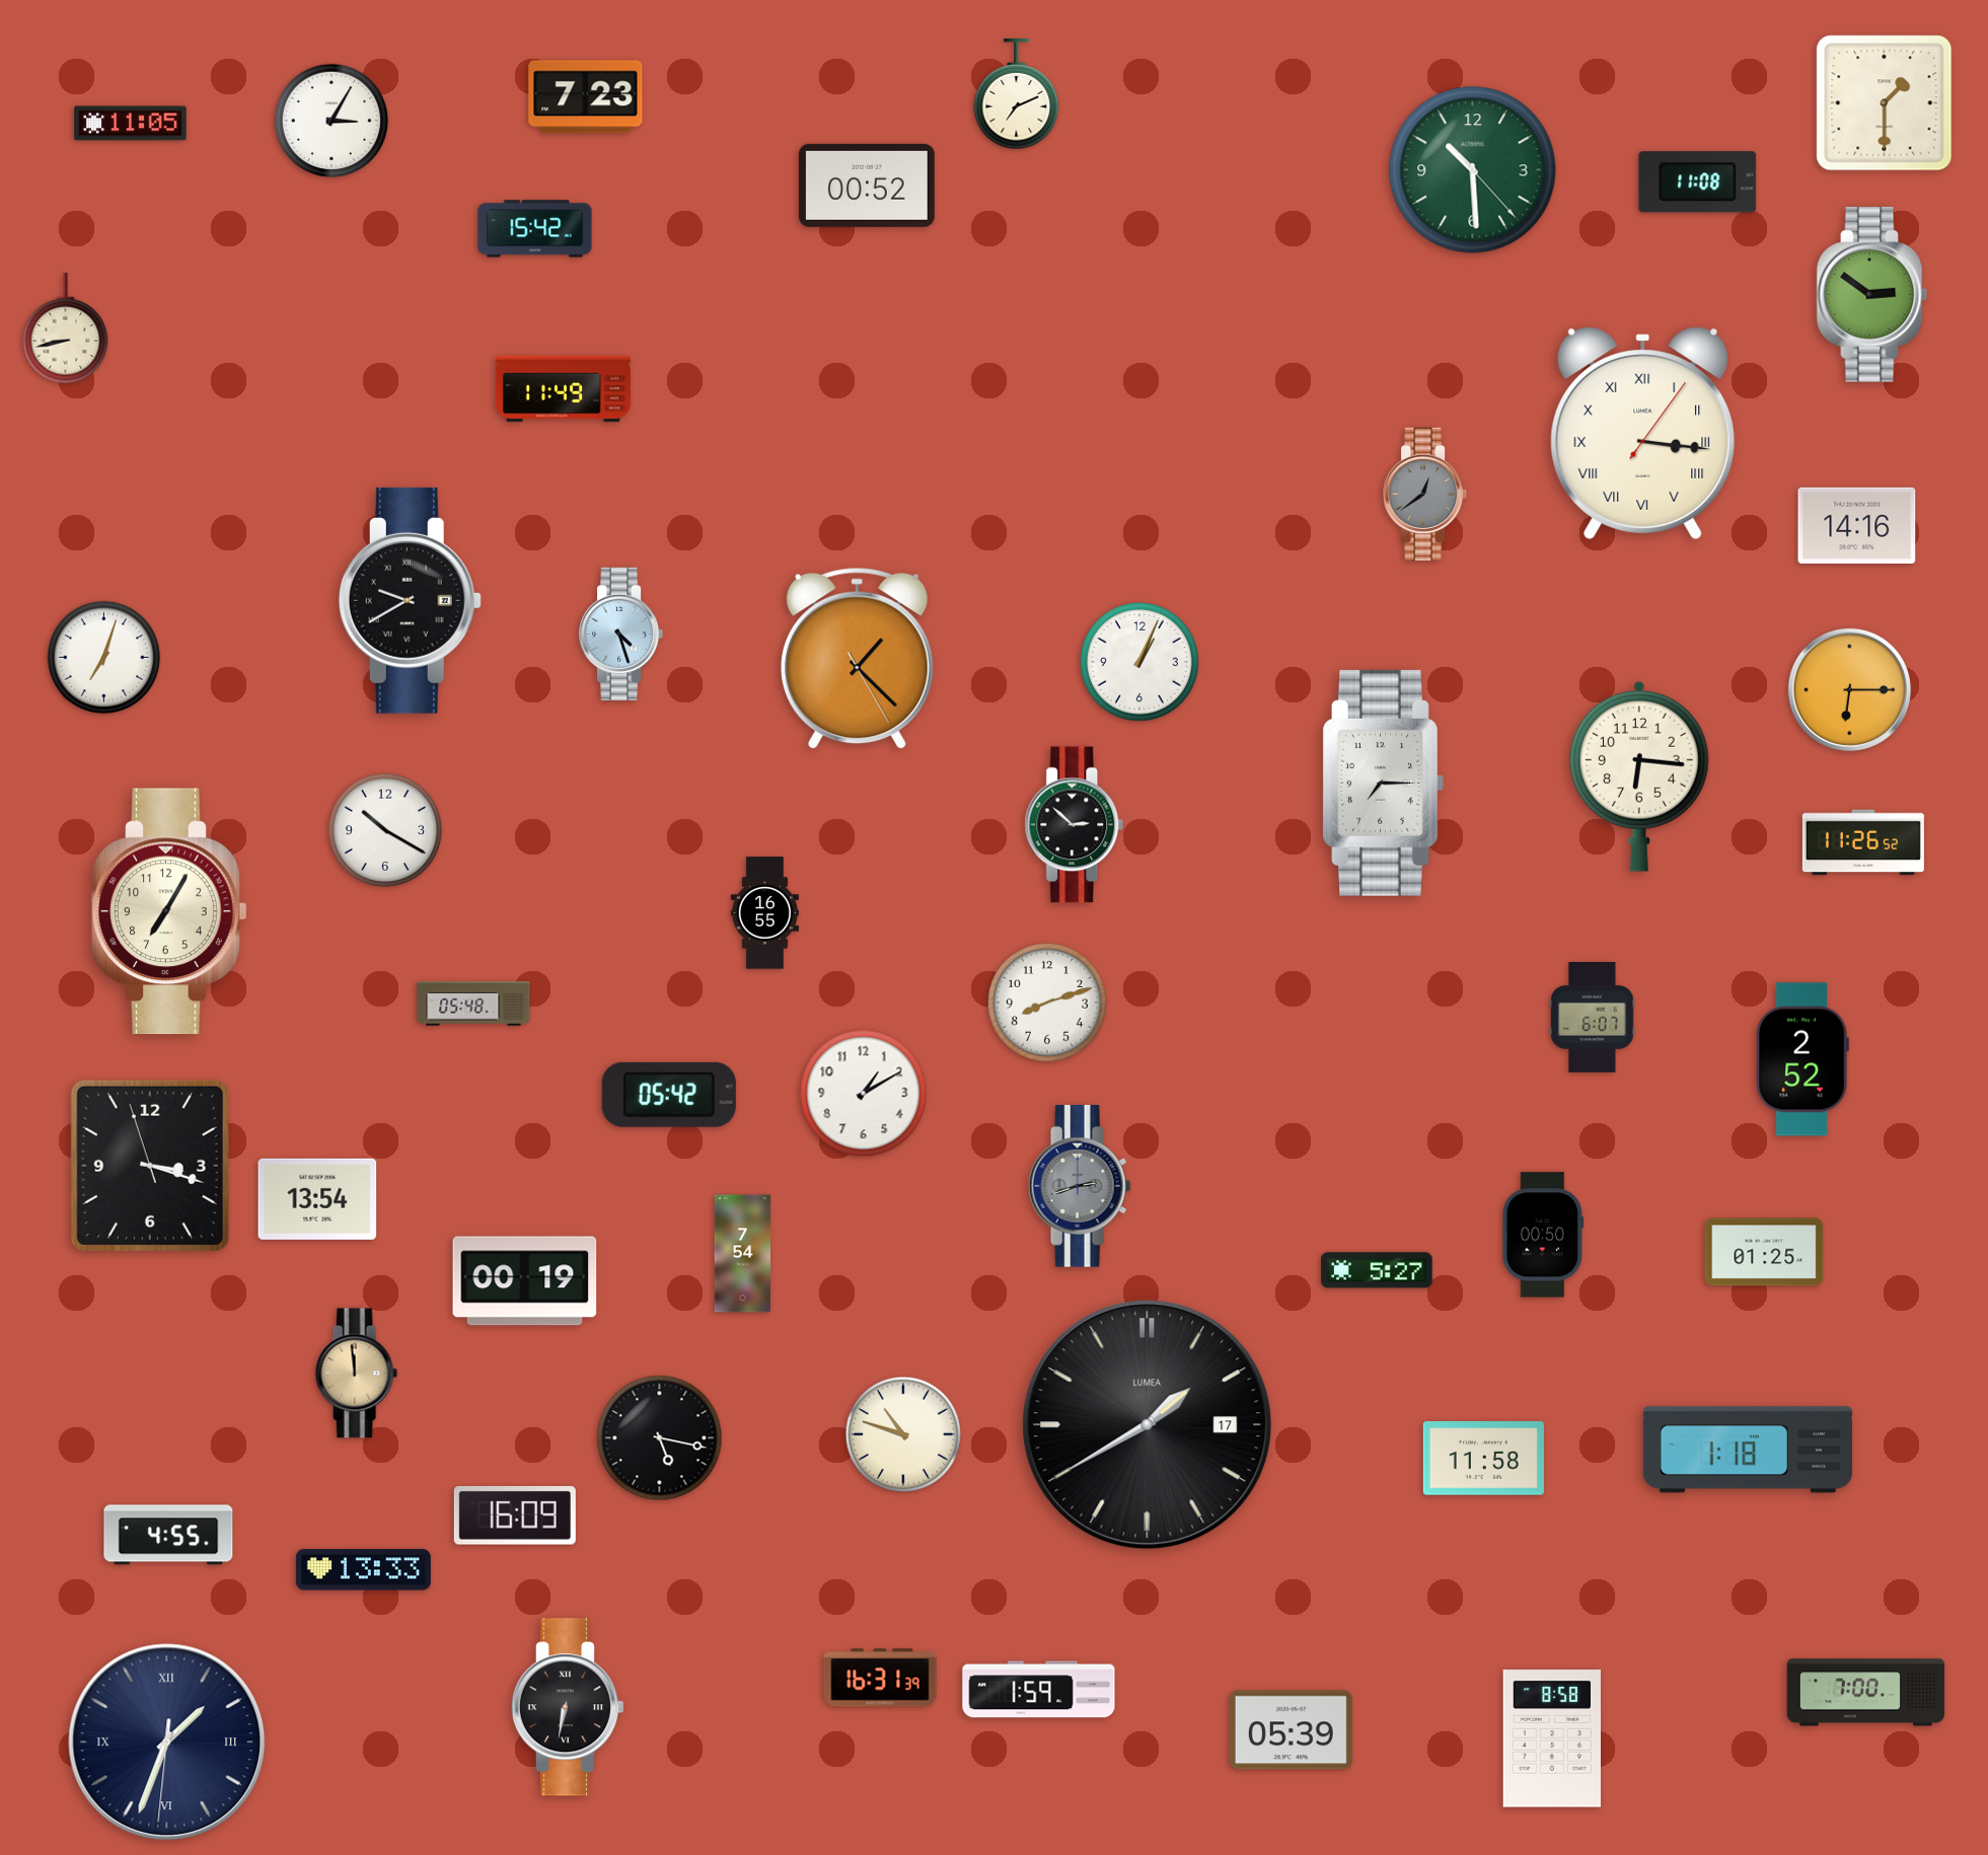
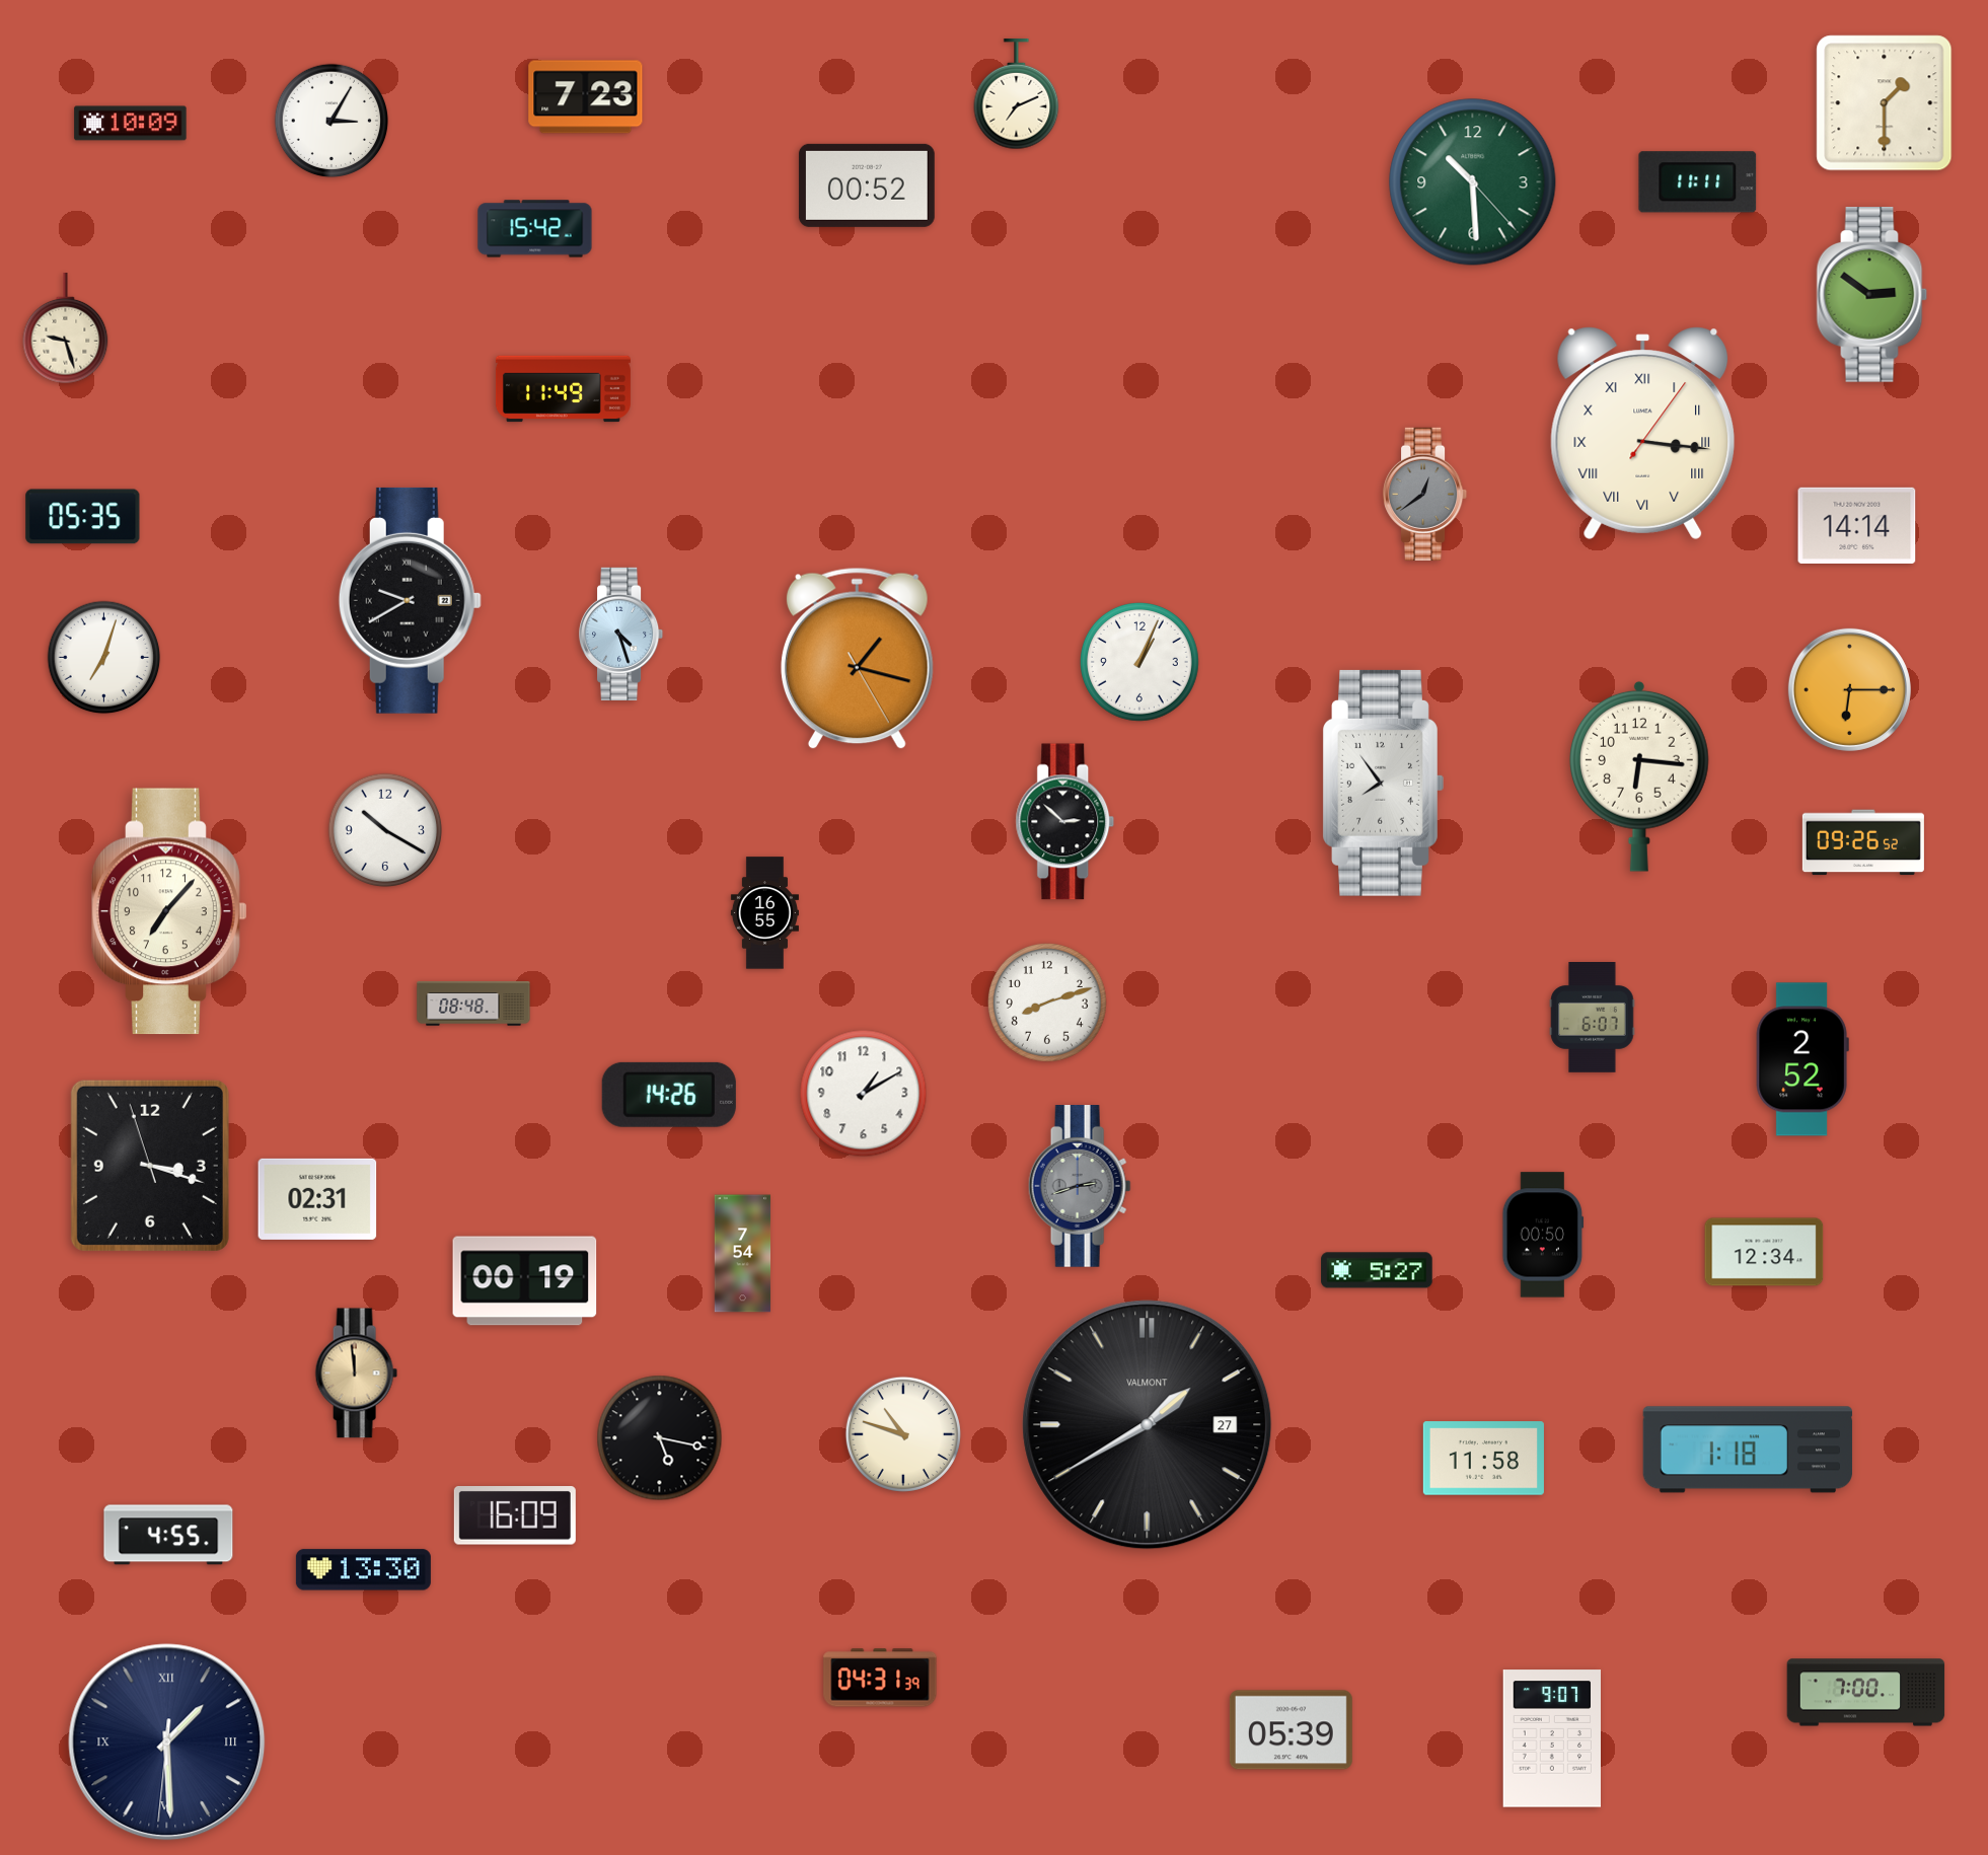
clock at (131, 124): 11:05 -> 10:09
clock at (1473, 170) position: (1473, 170) -> (1473, 182)
clock at (1698, 182): 11:08 -> 11:11
clock at (66, 329): 8:43 -> 9:27
clock at (83, 517): none -> 05:35
clock at (1857, 525): 14:16 -> 14:14
clock at (857, 659): 1:22 -> 1:17
clock at (1383, 783): 7:15 -> 7:54
clock at (1075, 825) position: (1075, 825) -> (1065, 822)
clock at (1863, 842): 11:26 -> 09:26
clock at (169, 911): 7:05 -> 7:07
clock at (473, 1004): 05:48 -> 08:48
clock at (669, 1095): 05:42 -> 14:26
clock at (317, 1199): 13:54 -> 02:31
clock at (1764, 1252): 01:25 -> 12:34
clock at (1148, 1425) date: 17 -> 27
clock at (1148, 1425) brand: LUMEA -> VALMONT
clock at (363, 1570): 13:33 -> 13:30
clock at (880, 1678): 16:31 -> 04:31
clock at (1039, 1690): 1:59 -> none
clock at (568, 1707): 6:32 -> none
clock at (1551, 1738): 8:58 -> 9:07
clock at (167, 1742): 1:33 -> 1:29
